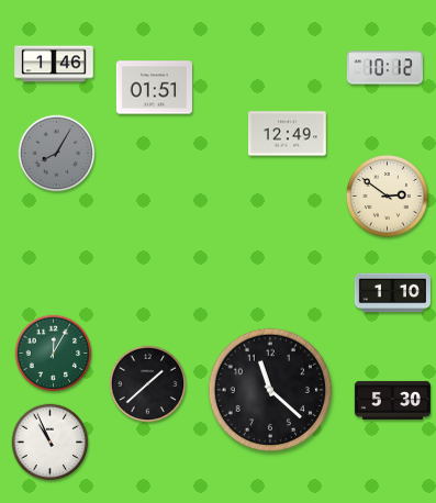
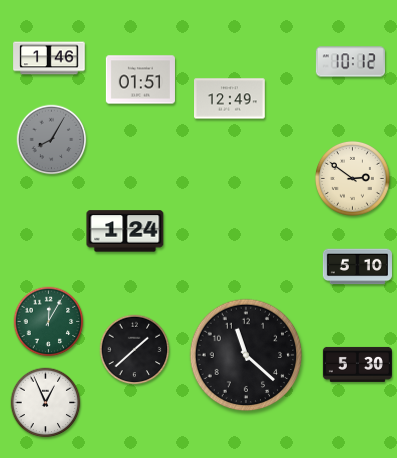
clock at (288, 134) position: (288, 134) -> (230, 99)
clock at (125, 231): none -> 1:24
clock at (392, 293): 1:10 -> 5:10
clock at (51, 443): 10:56 -> 12:56
